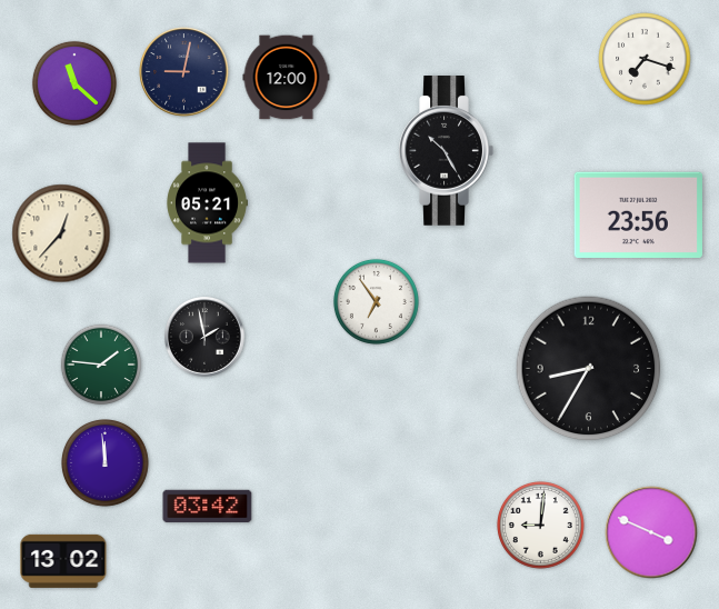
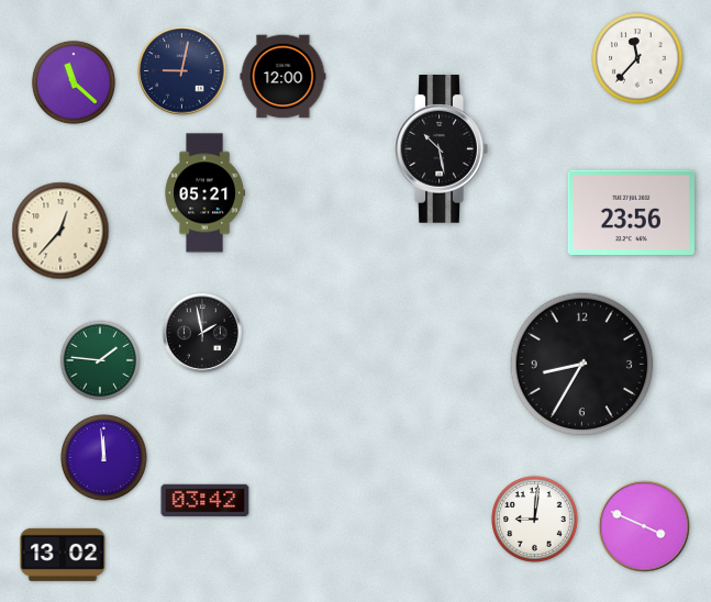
clock at (645, 59): 7:18 -> 11:37
clock at (446, 151): 10:25 -> 10:28
clock at (207, 203) position: (207, 203) -> (204, 193)
clock at (376, 301): 6:54 -> none
